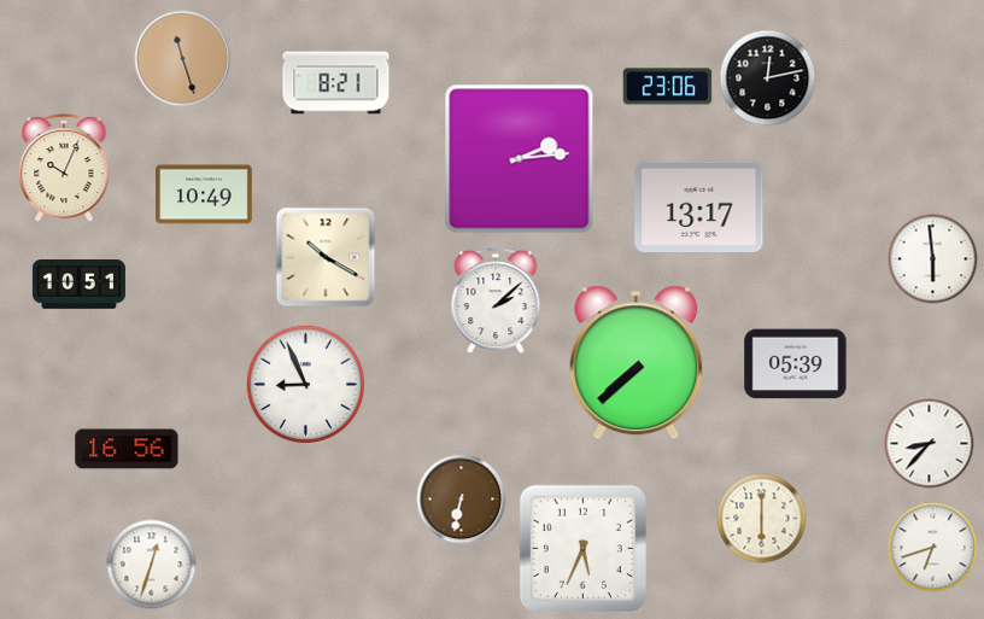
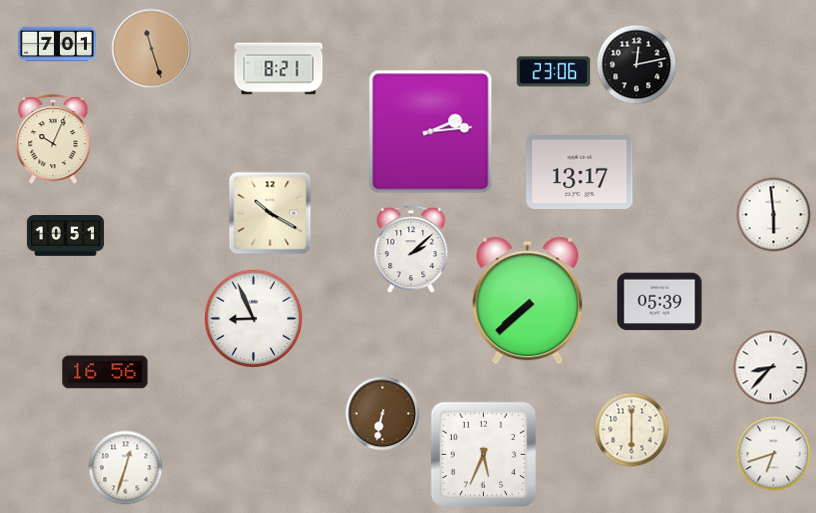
clock at (57, 44): none -> 7:01
clock at (205, 194): 10:49 -> none
